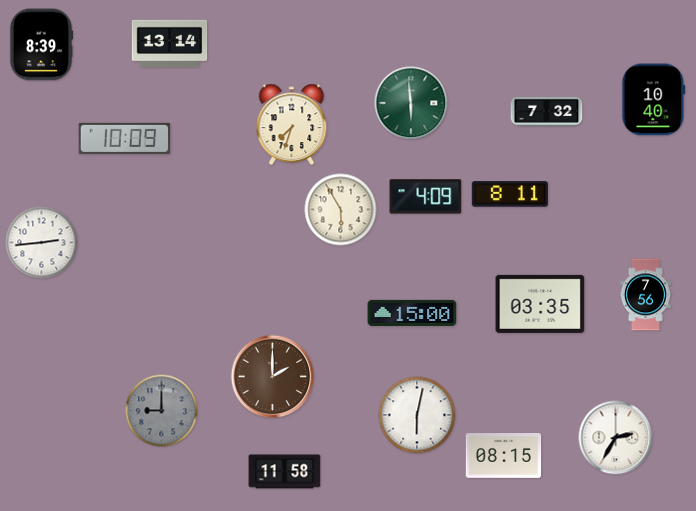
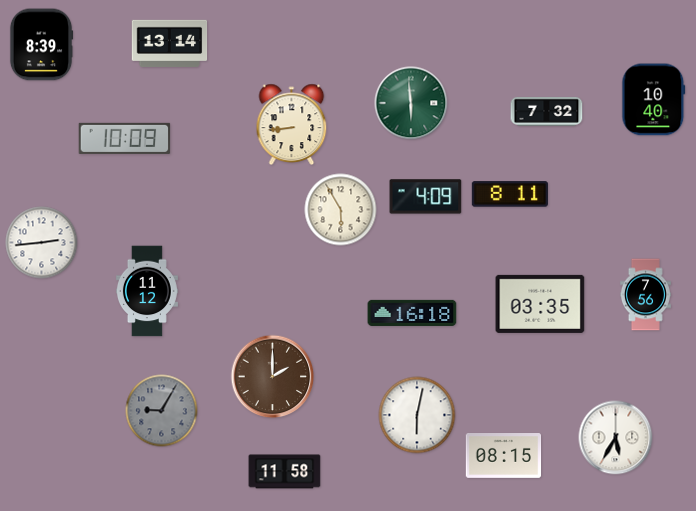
clock at (292, 124): 7:33 -> 8:44
clock at (147, 291): none -> 11:12
clock at (412, 313): 15:00 -> 16:18
clock at (162, 411): 9:00 -> 9:05
clock at (616, 438): 2:35 -> 5:35
